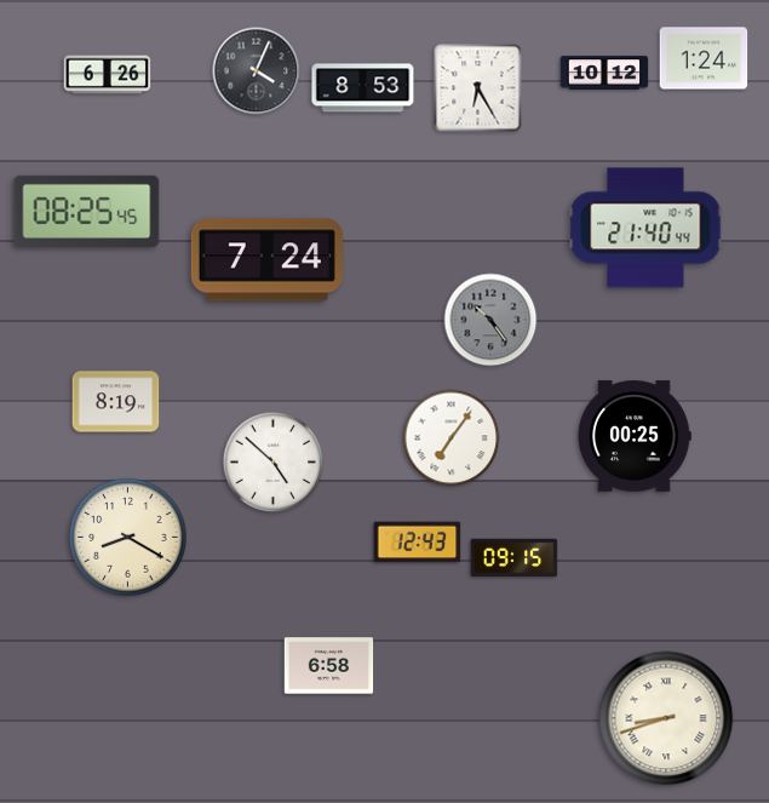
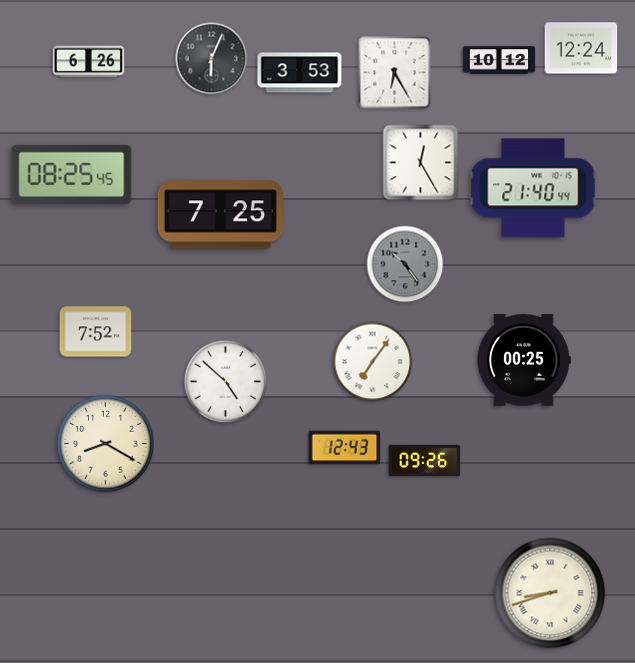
clock at (704, 58): 1:24 -> 12:24
clock at (257, 71): 4:04 -> 6:04
clock at (363, 88): 8:53 -> 3:53
clock at (421, 163): none -> 12:25
clock at (266, 260): 7:24 -> 7:25
clock at (116, 402): 8:19 -> 7:52
clock at (515, 558): 09:15 -> 09:26
clock at (329, 666): 6:58 -> none
